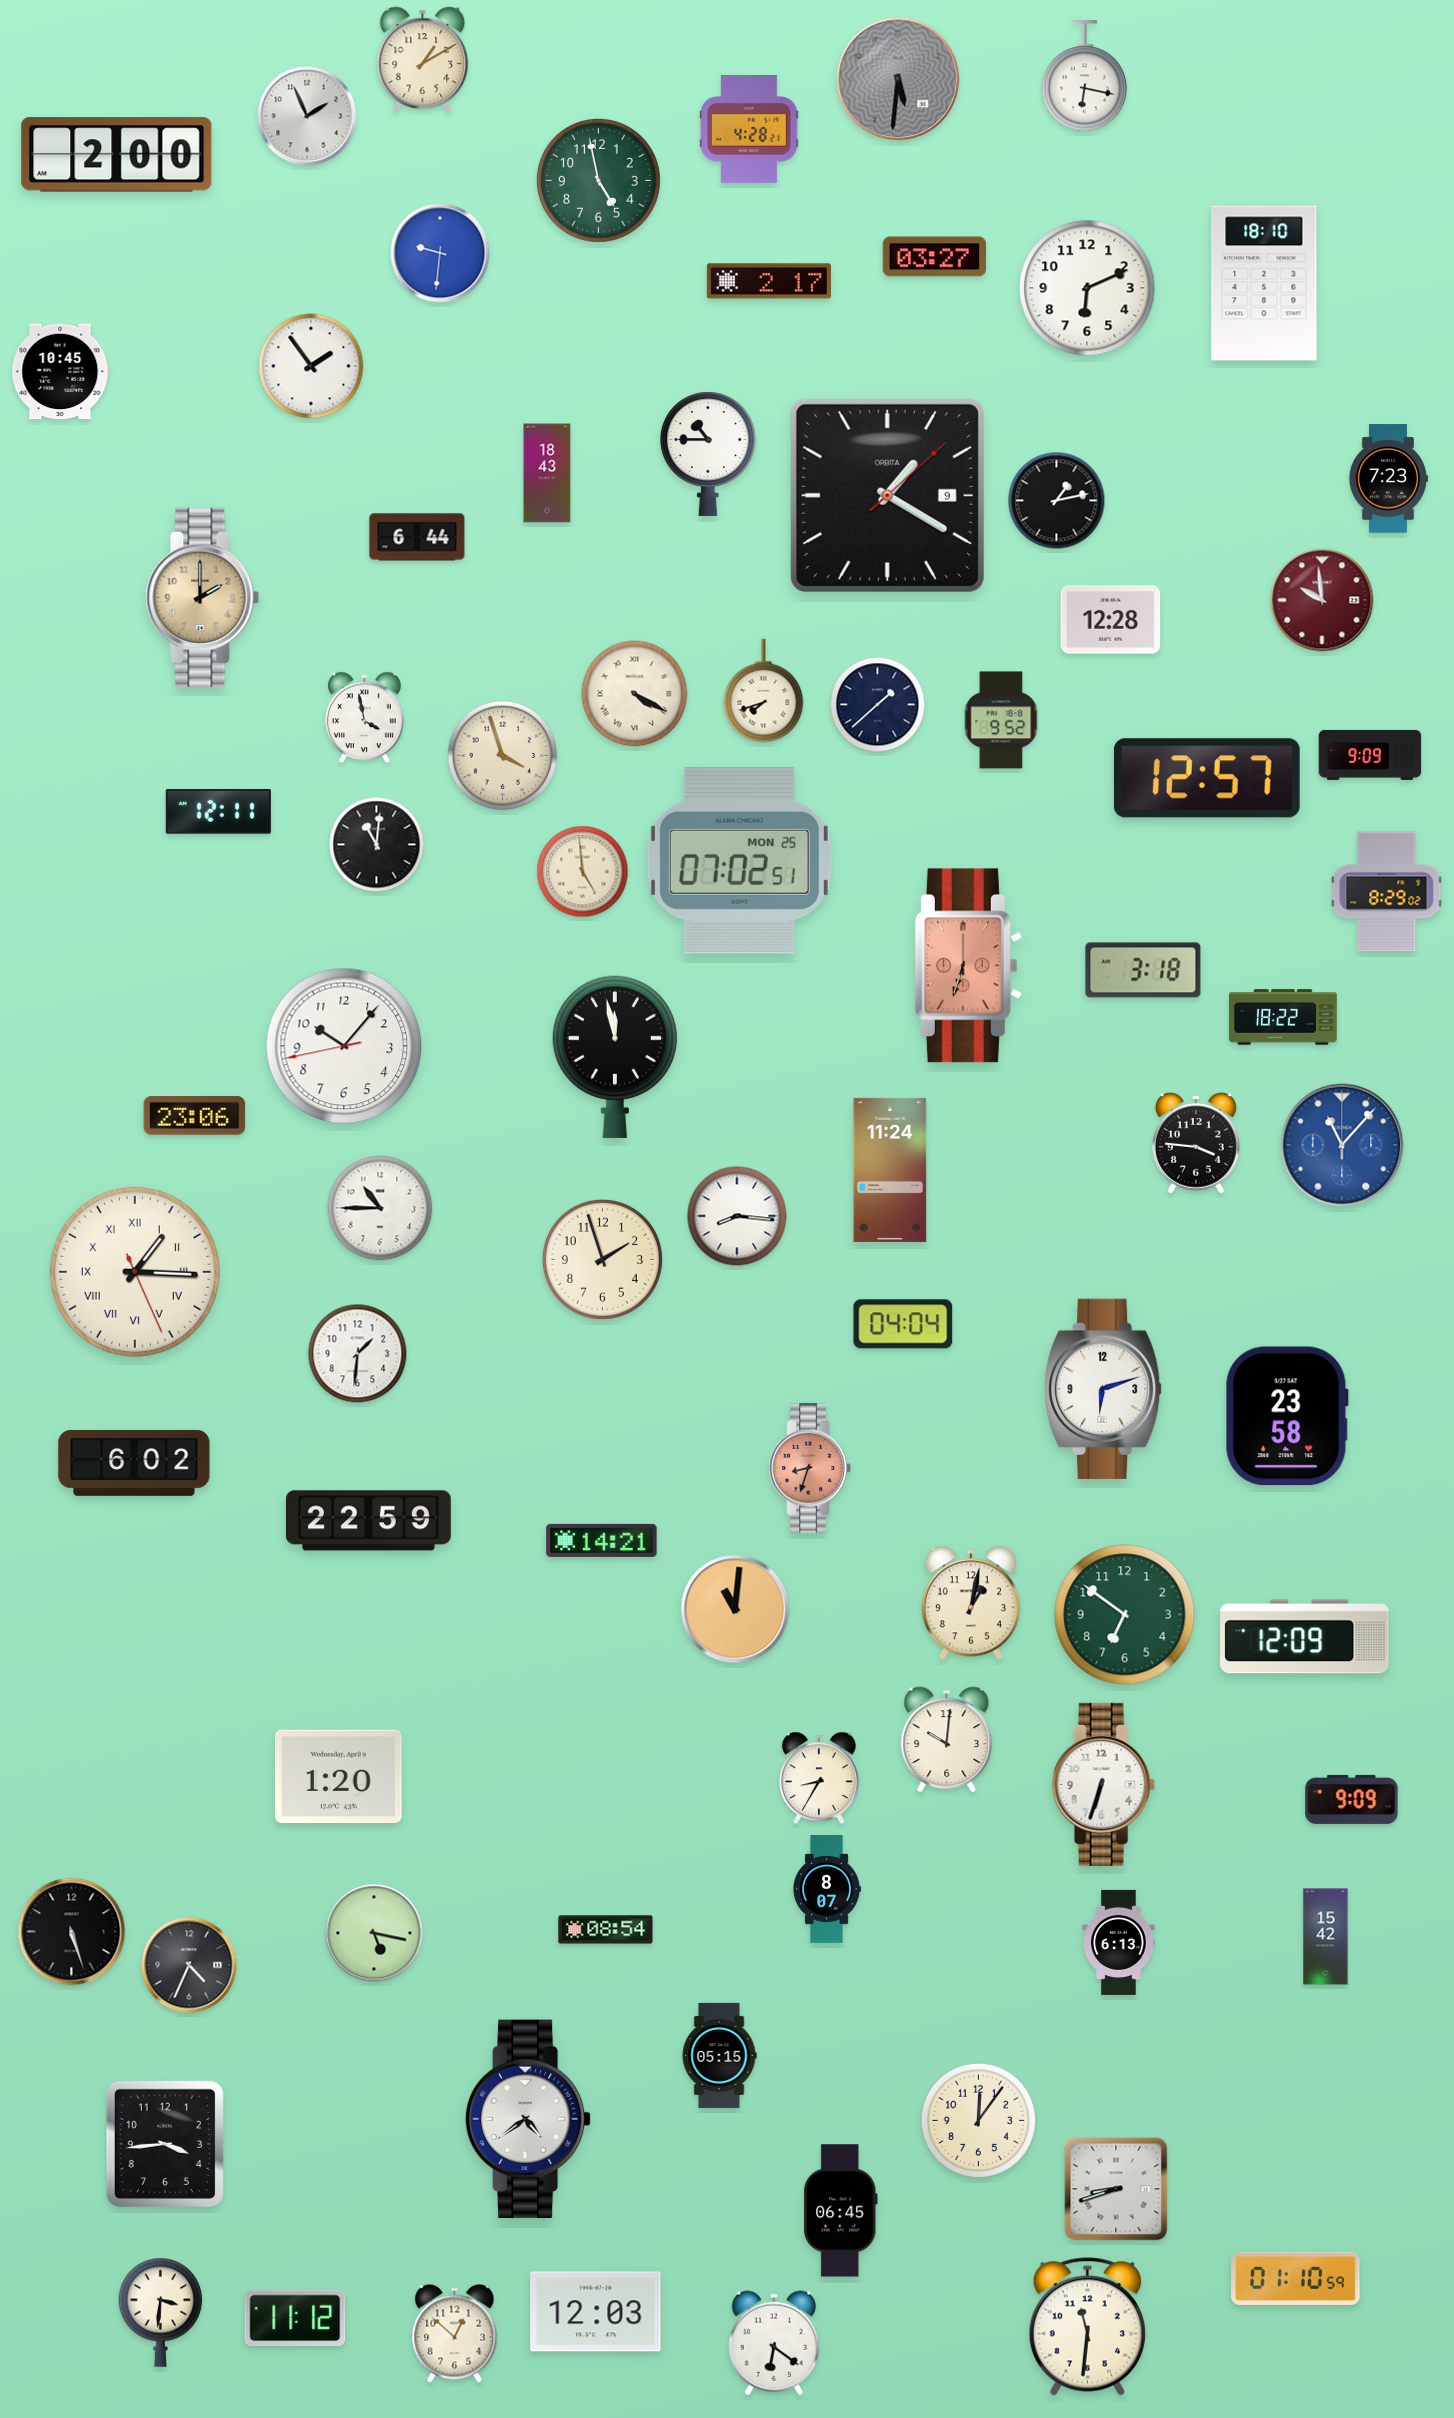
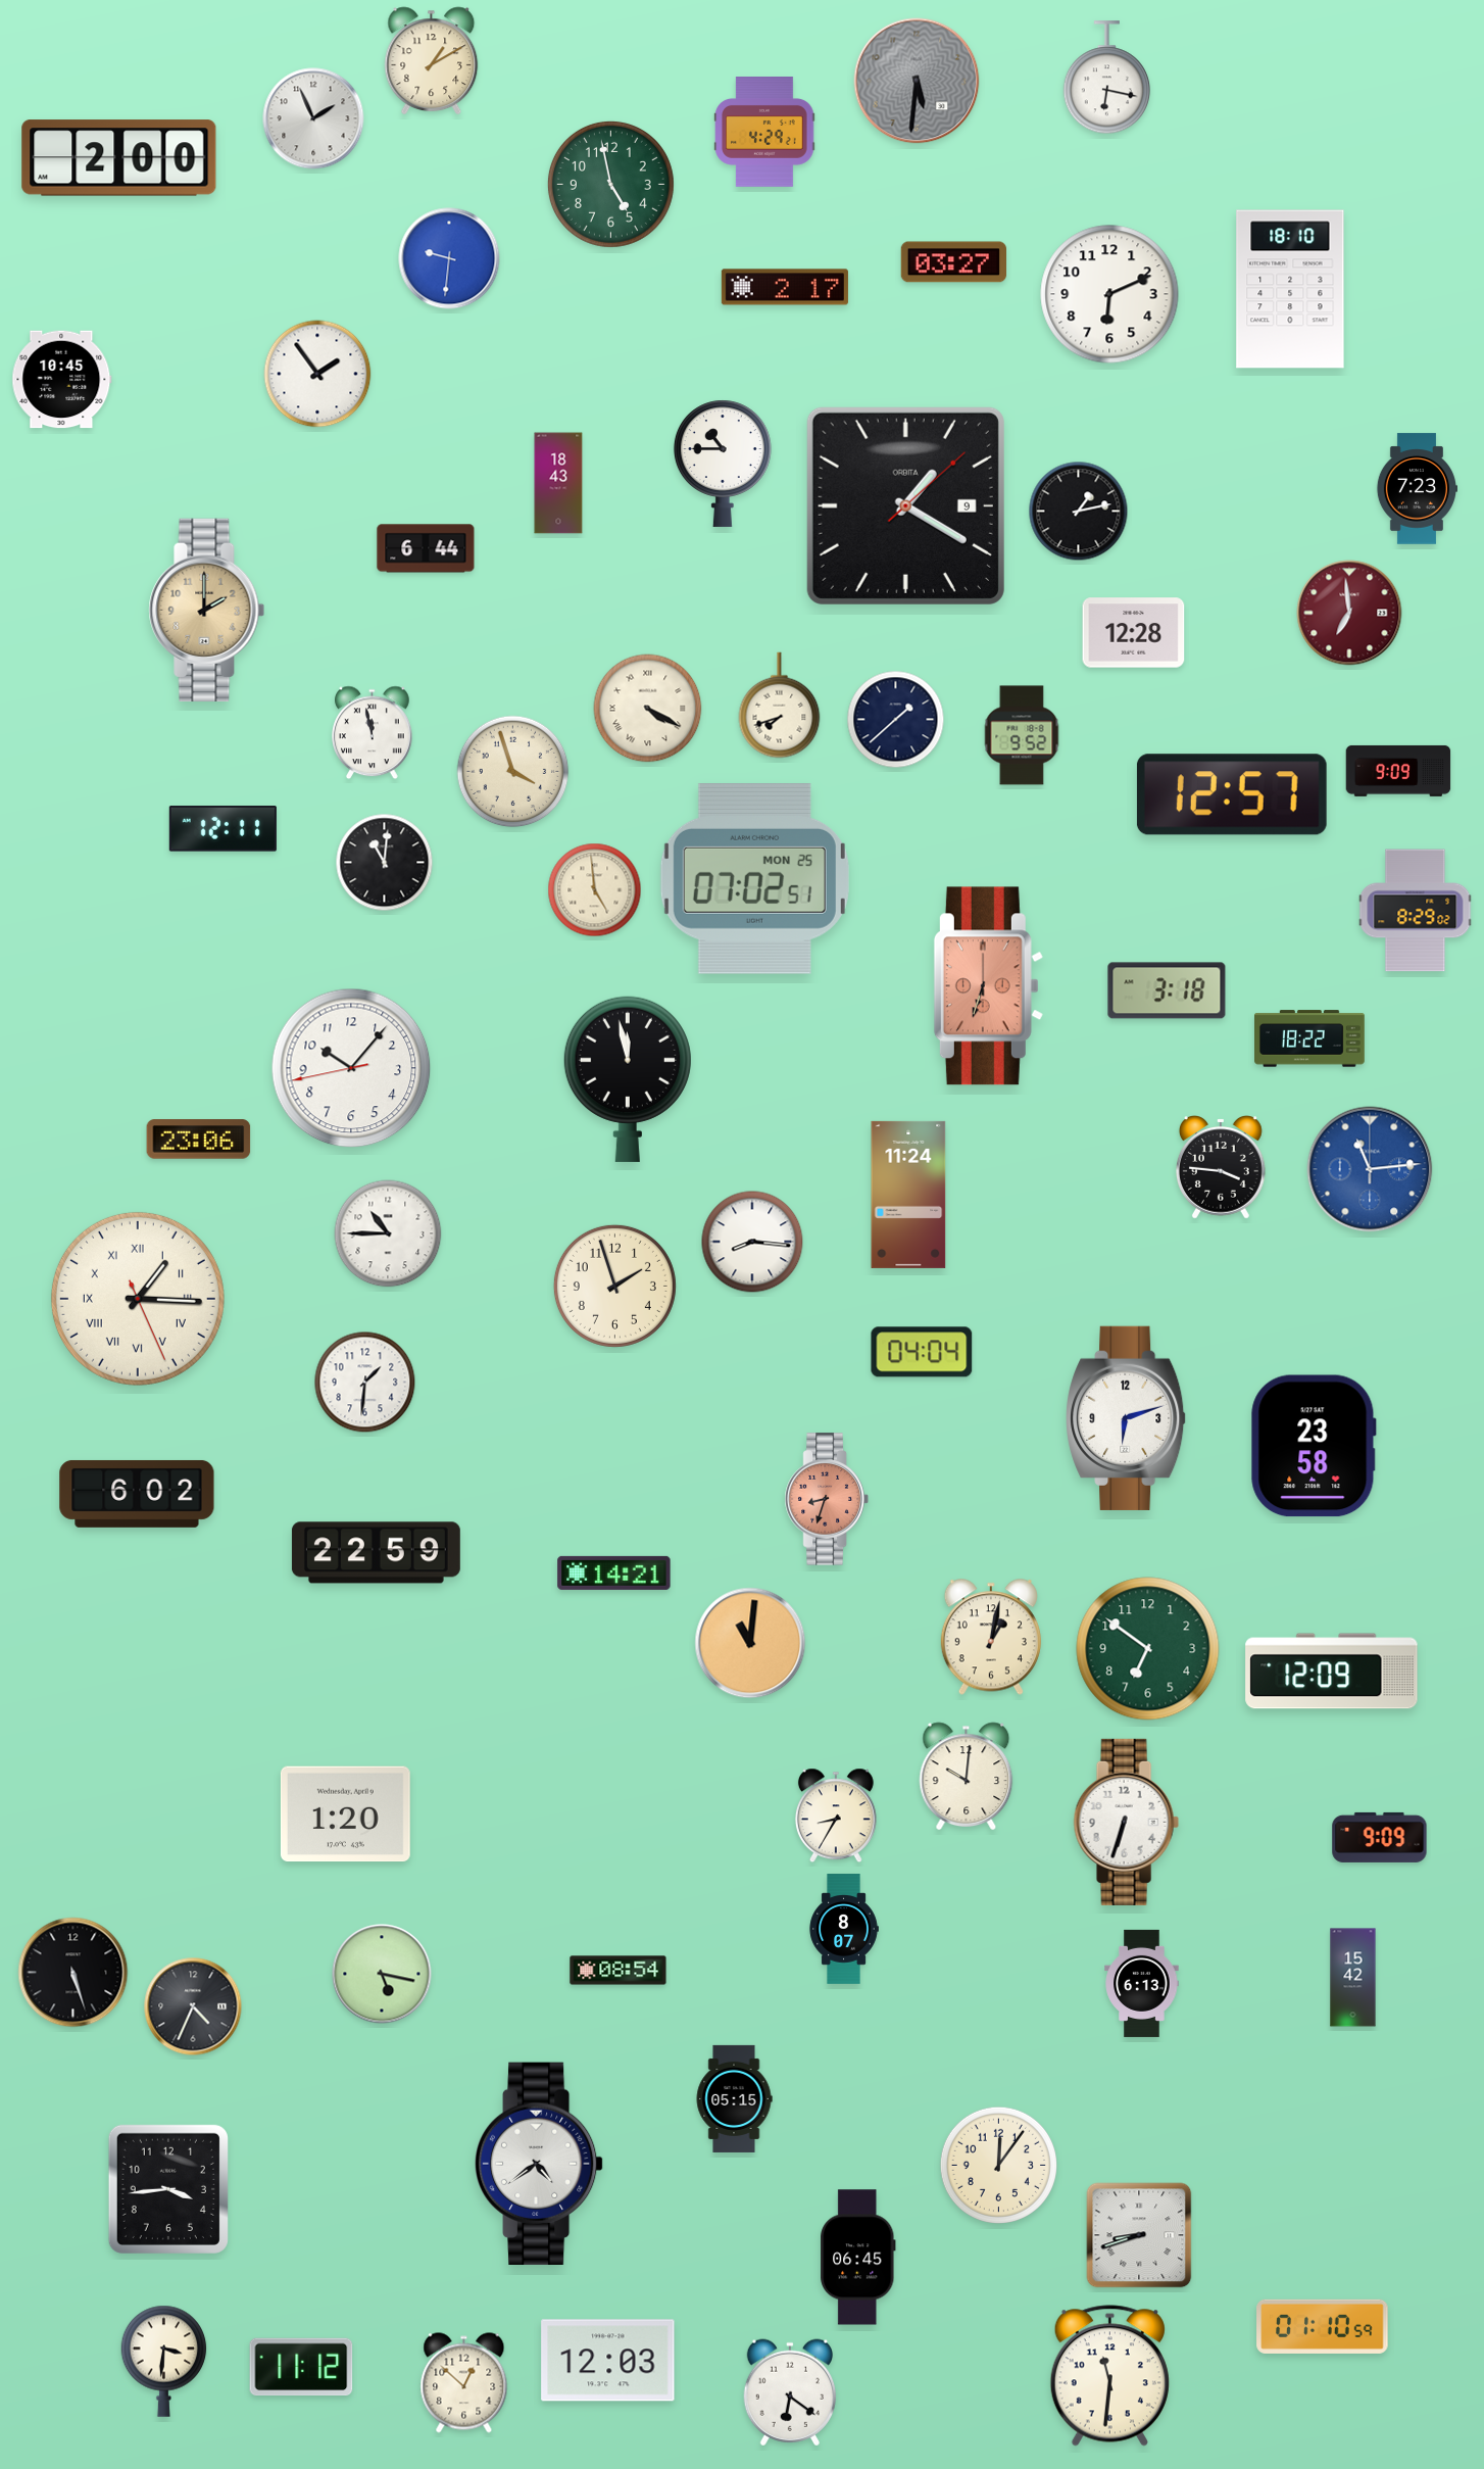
clock at (749, 130): 4:28 -> 4:29
clock at (1322, 600): 9:59 -> 6:59
clock at (365, 718): 3:58 -> 11:58
clock at (1342, 1145): 11:07 -> 11:14
